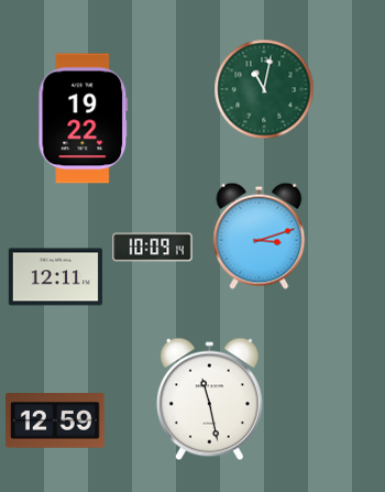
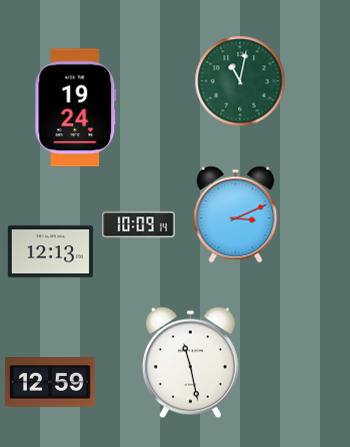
clock at (84, 119): 19:22 -> 19:24
clock at (260, 236): 3:12 -> 3:11
clock at (55, 277): 12:11 -> 12:13
